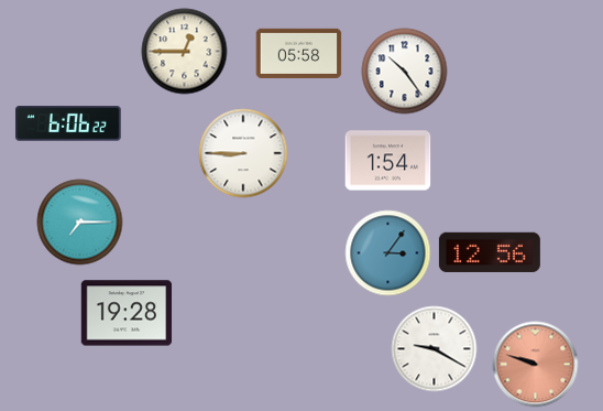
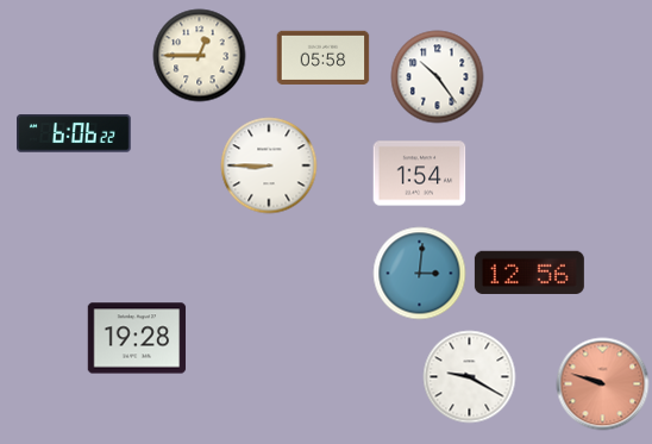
clock at (243, 153) position: (243, 153) -> (269, 165)
clock at (79, 221): 7:15 -> none
clock at (387, 252): 3:06 -> 3:01
clock at (535, 364) position: (535, 364) -> (602, 383)
